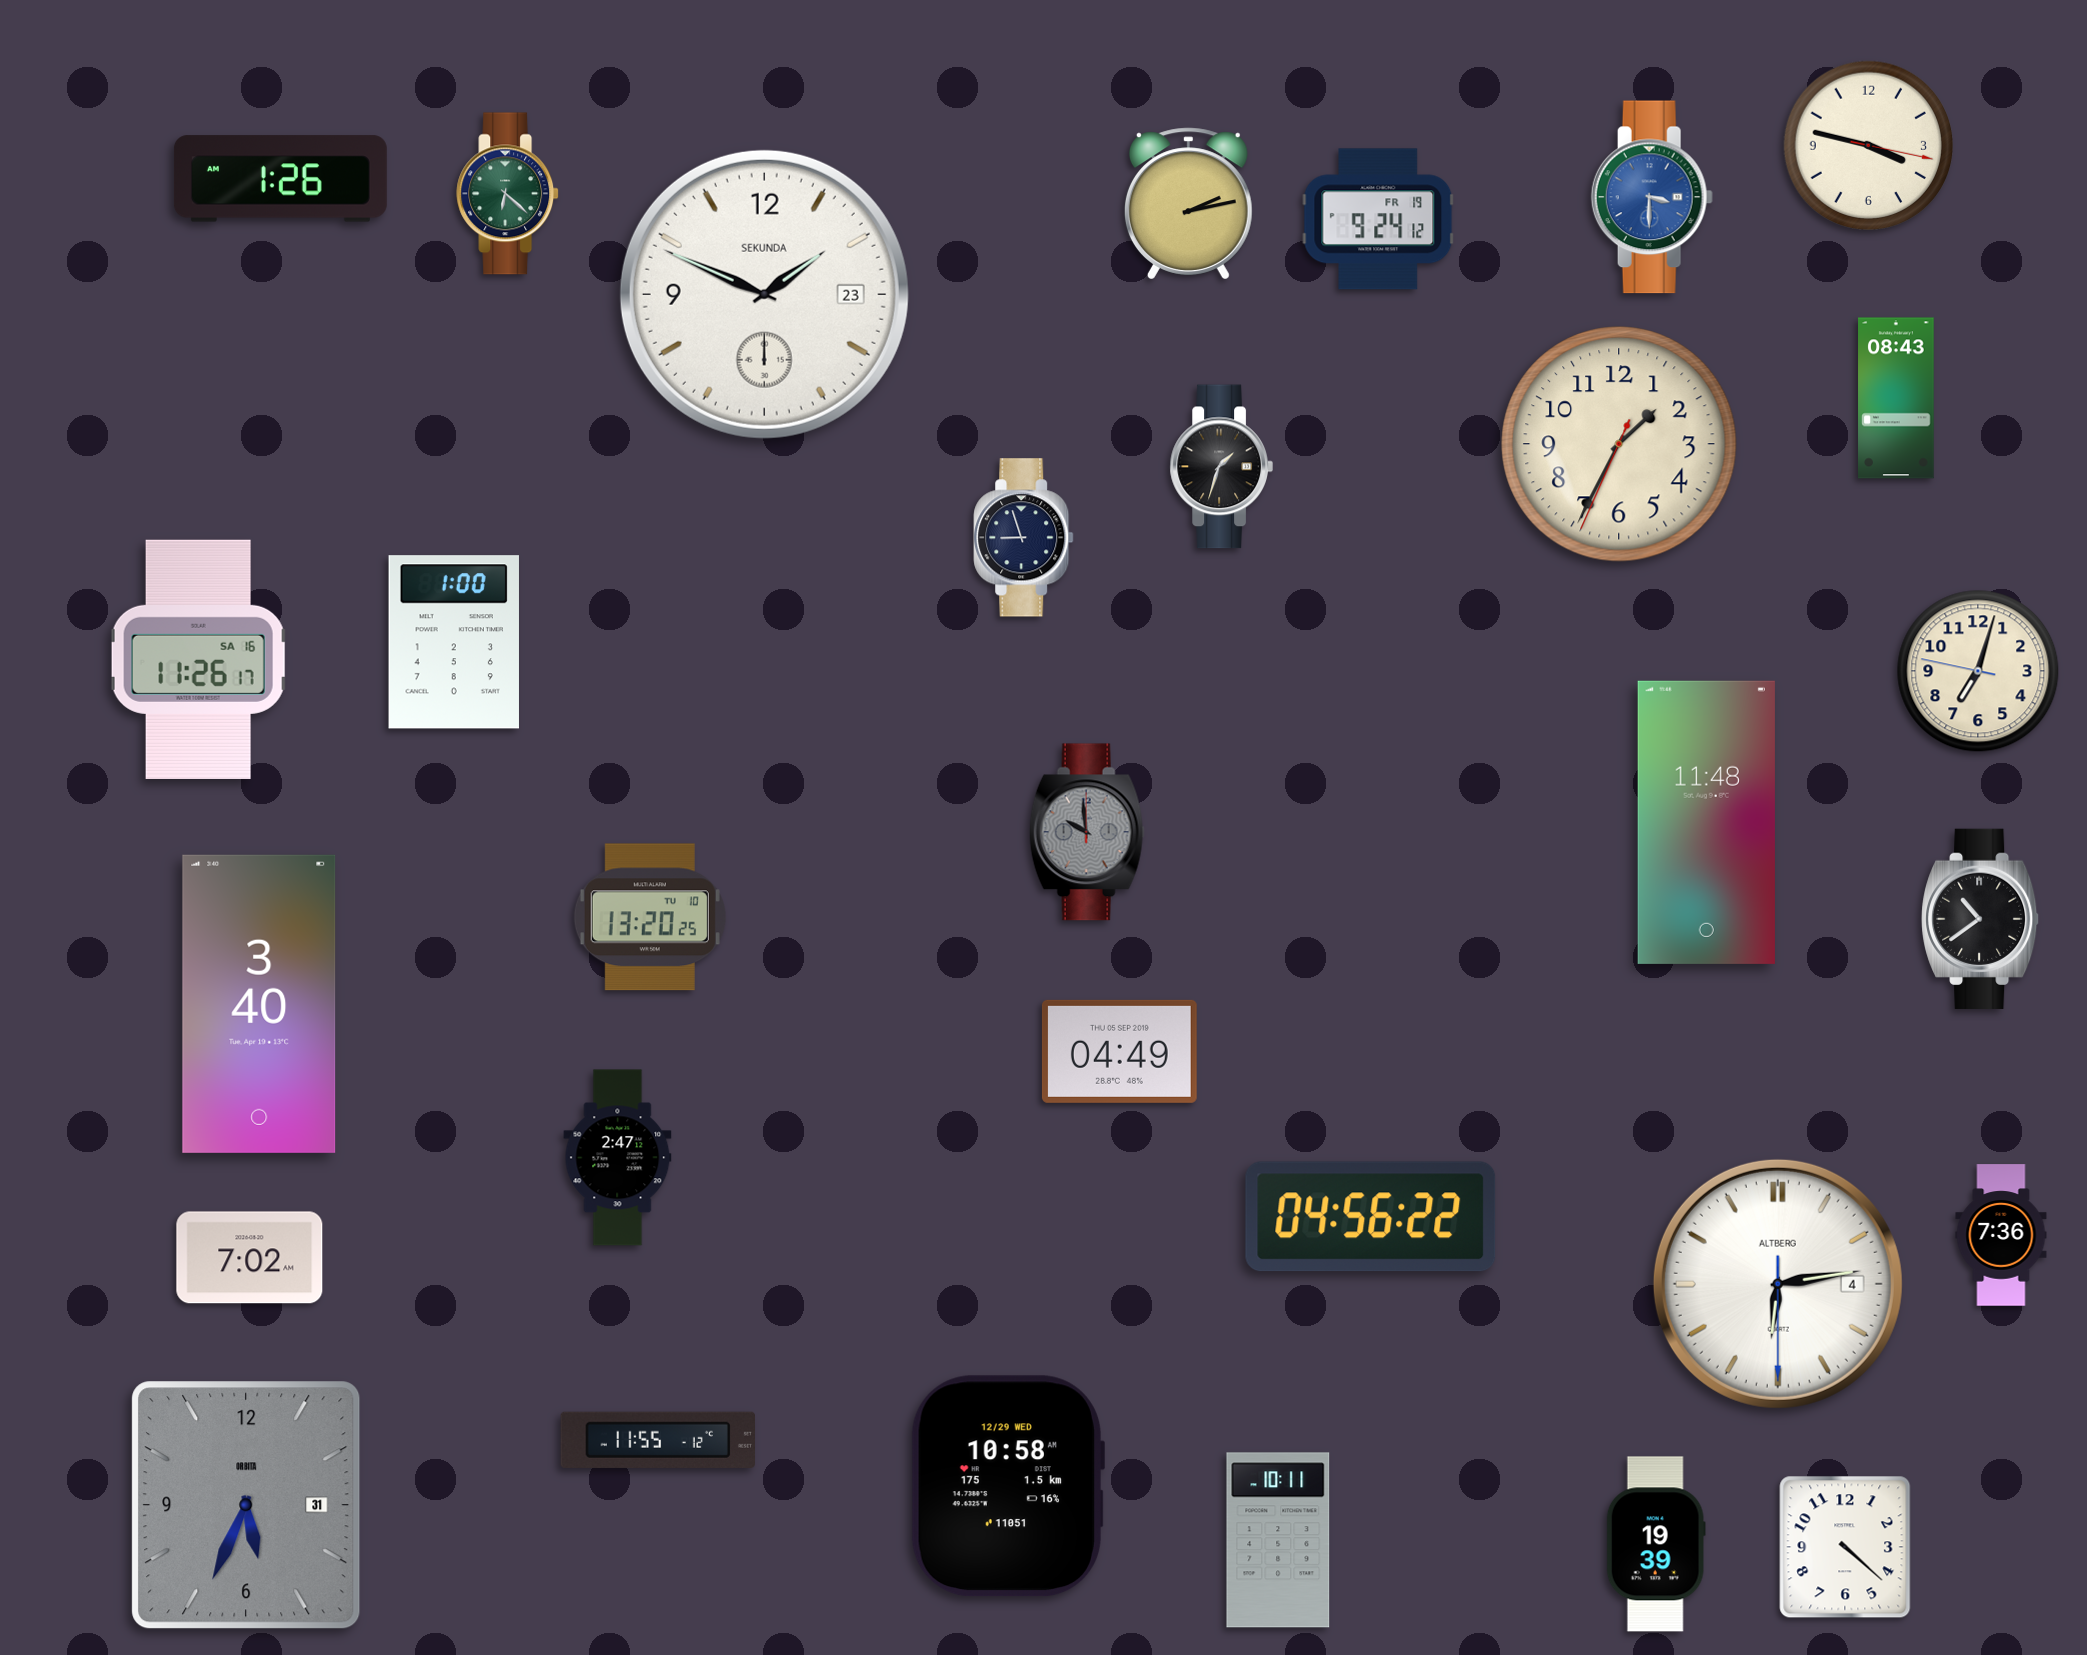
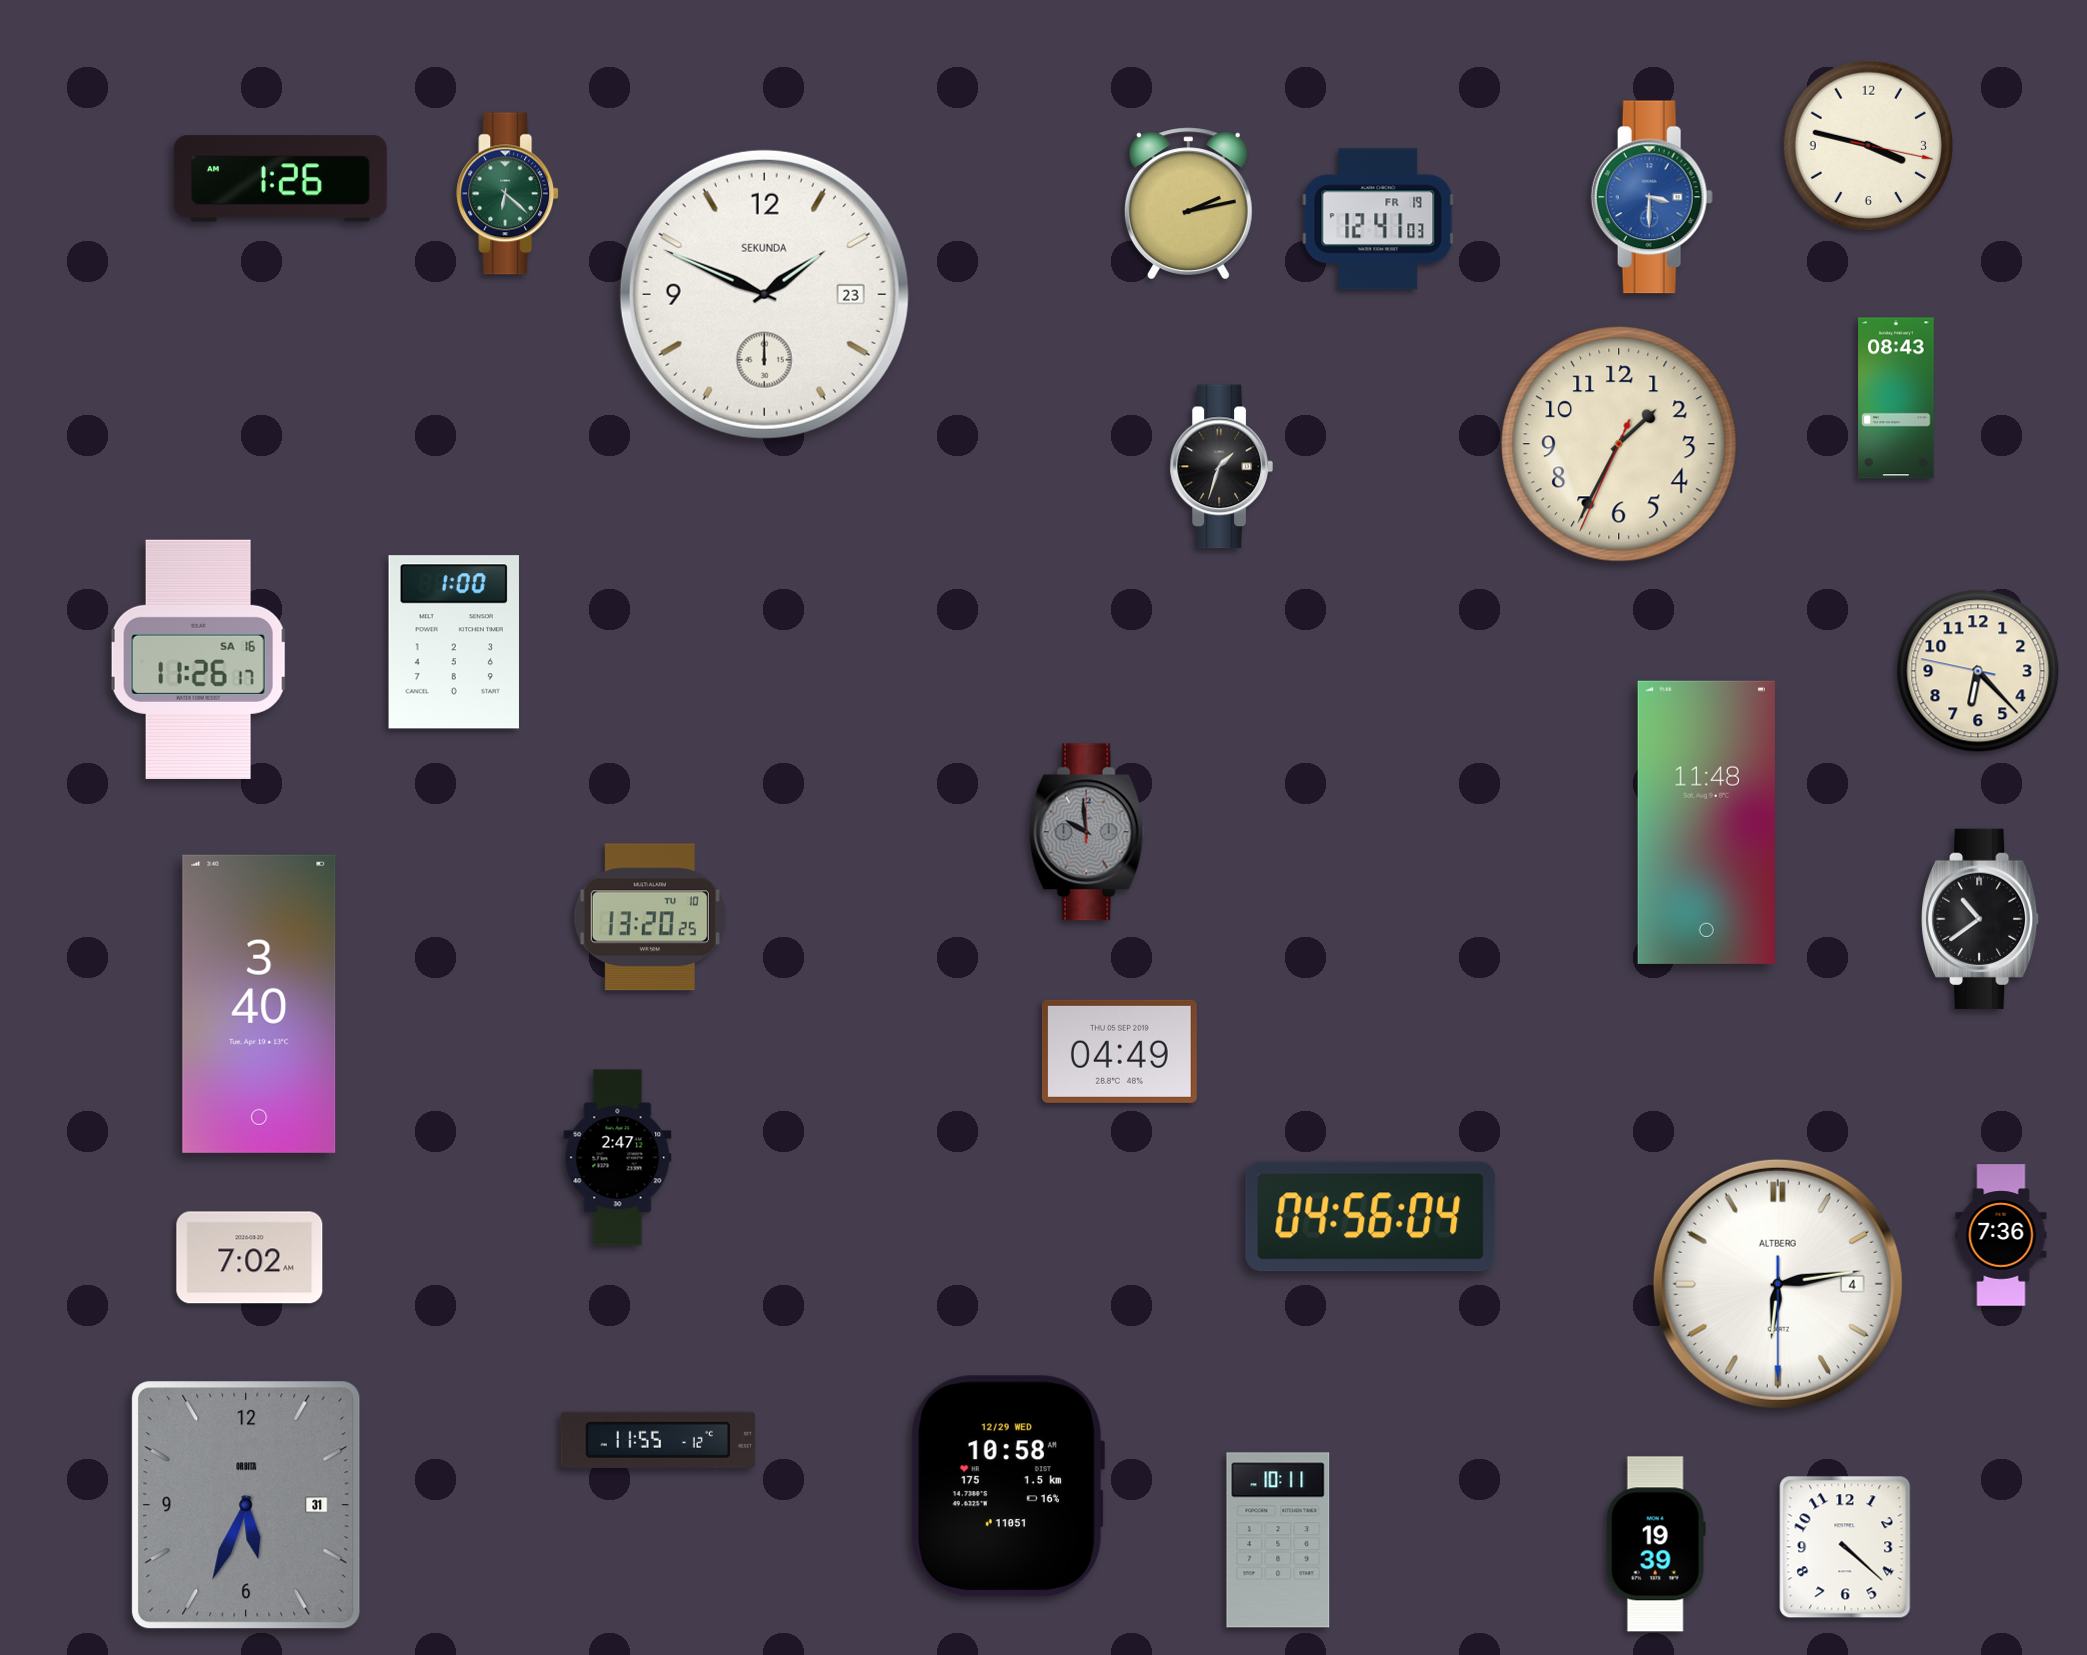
clock at (1378, 219): 9:24 -> 12:41
clock at (1024, 538): 8:57 -> none
clock at (1978, 671): 7:02 -> 6:22
clock at (1371, 1217): 04:56:22 -> 04:56:04
